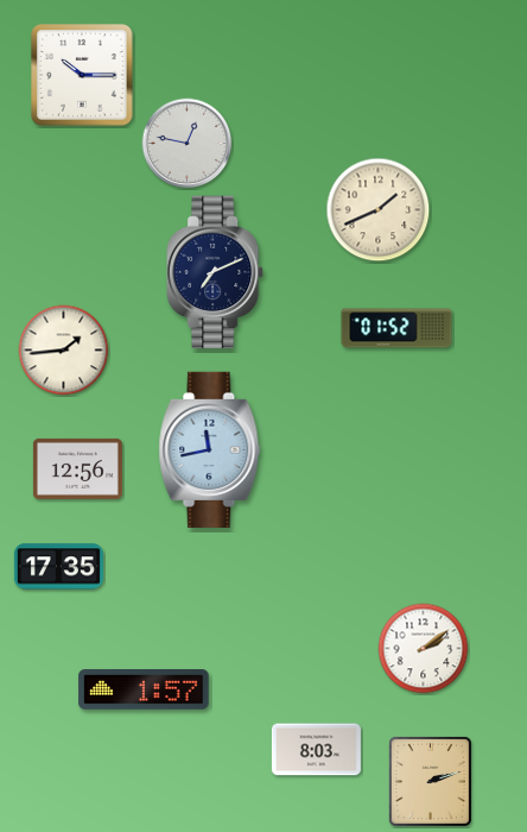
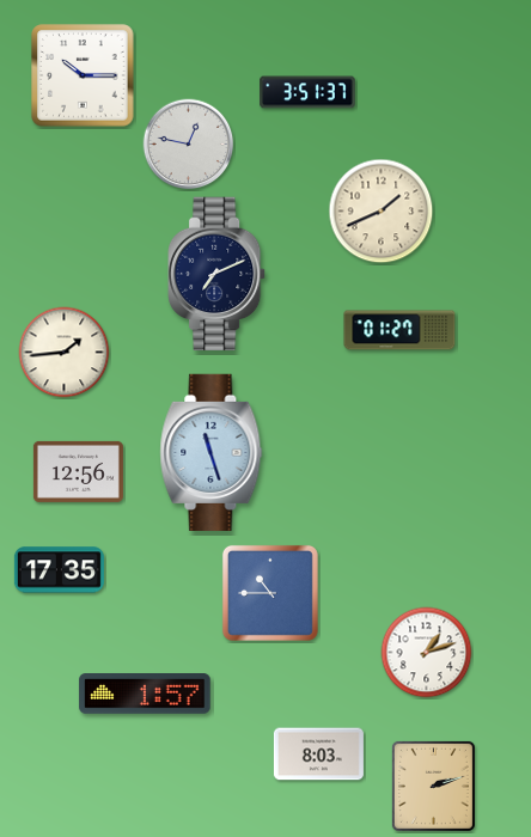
clock at (307, 92): none -> 3:51
clock at (396, 328): 01:52 -> 01:27
clock at (210, 449): 11:43 -> 11:27
clock at (270, 593): none -> 10:45
clock at (424, 649): 2:09 -> 1:12
